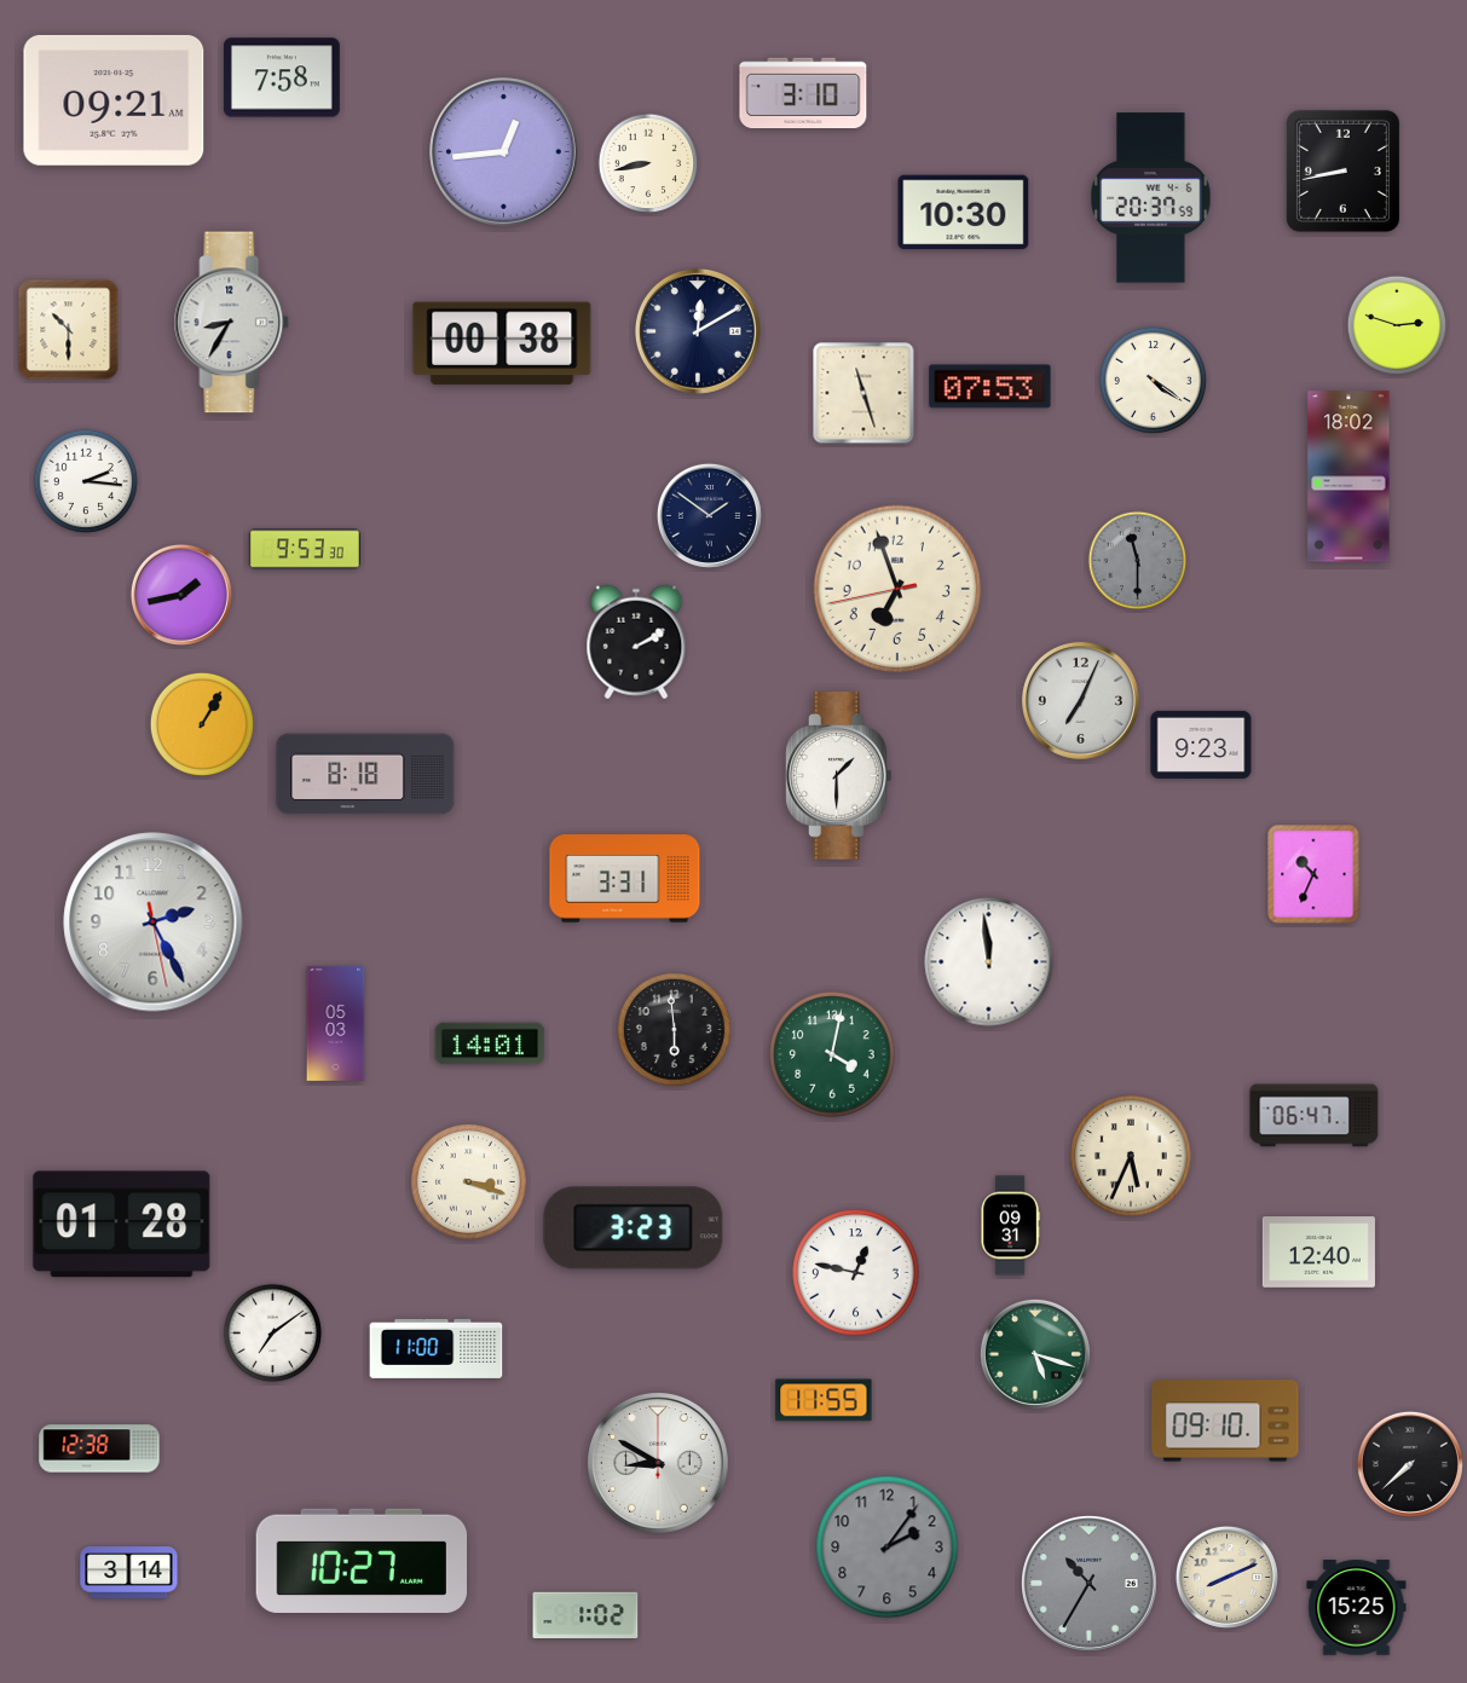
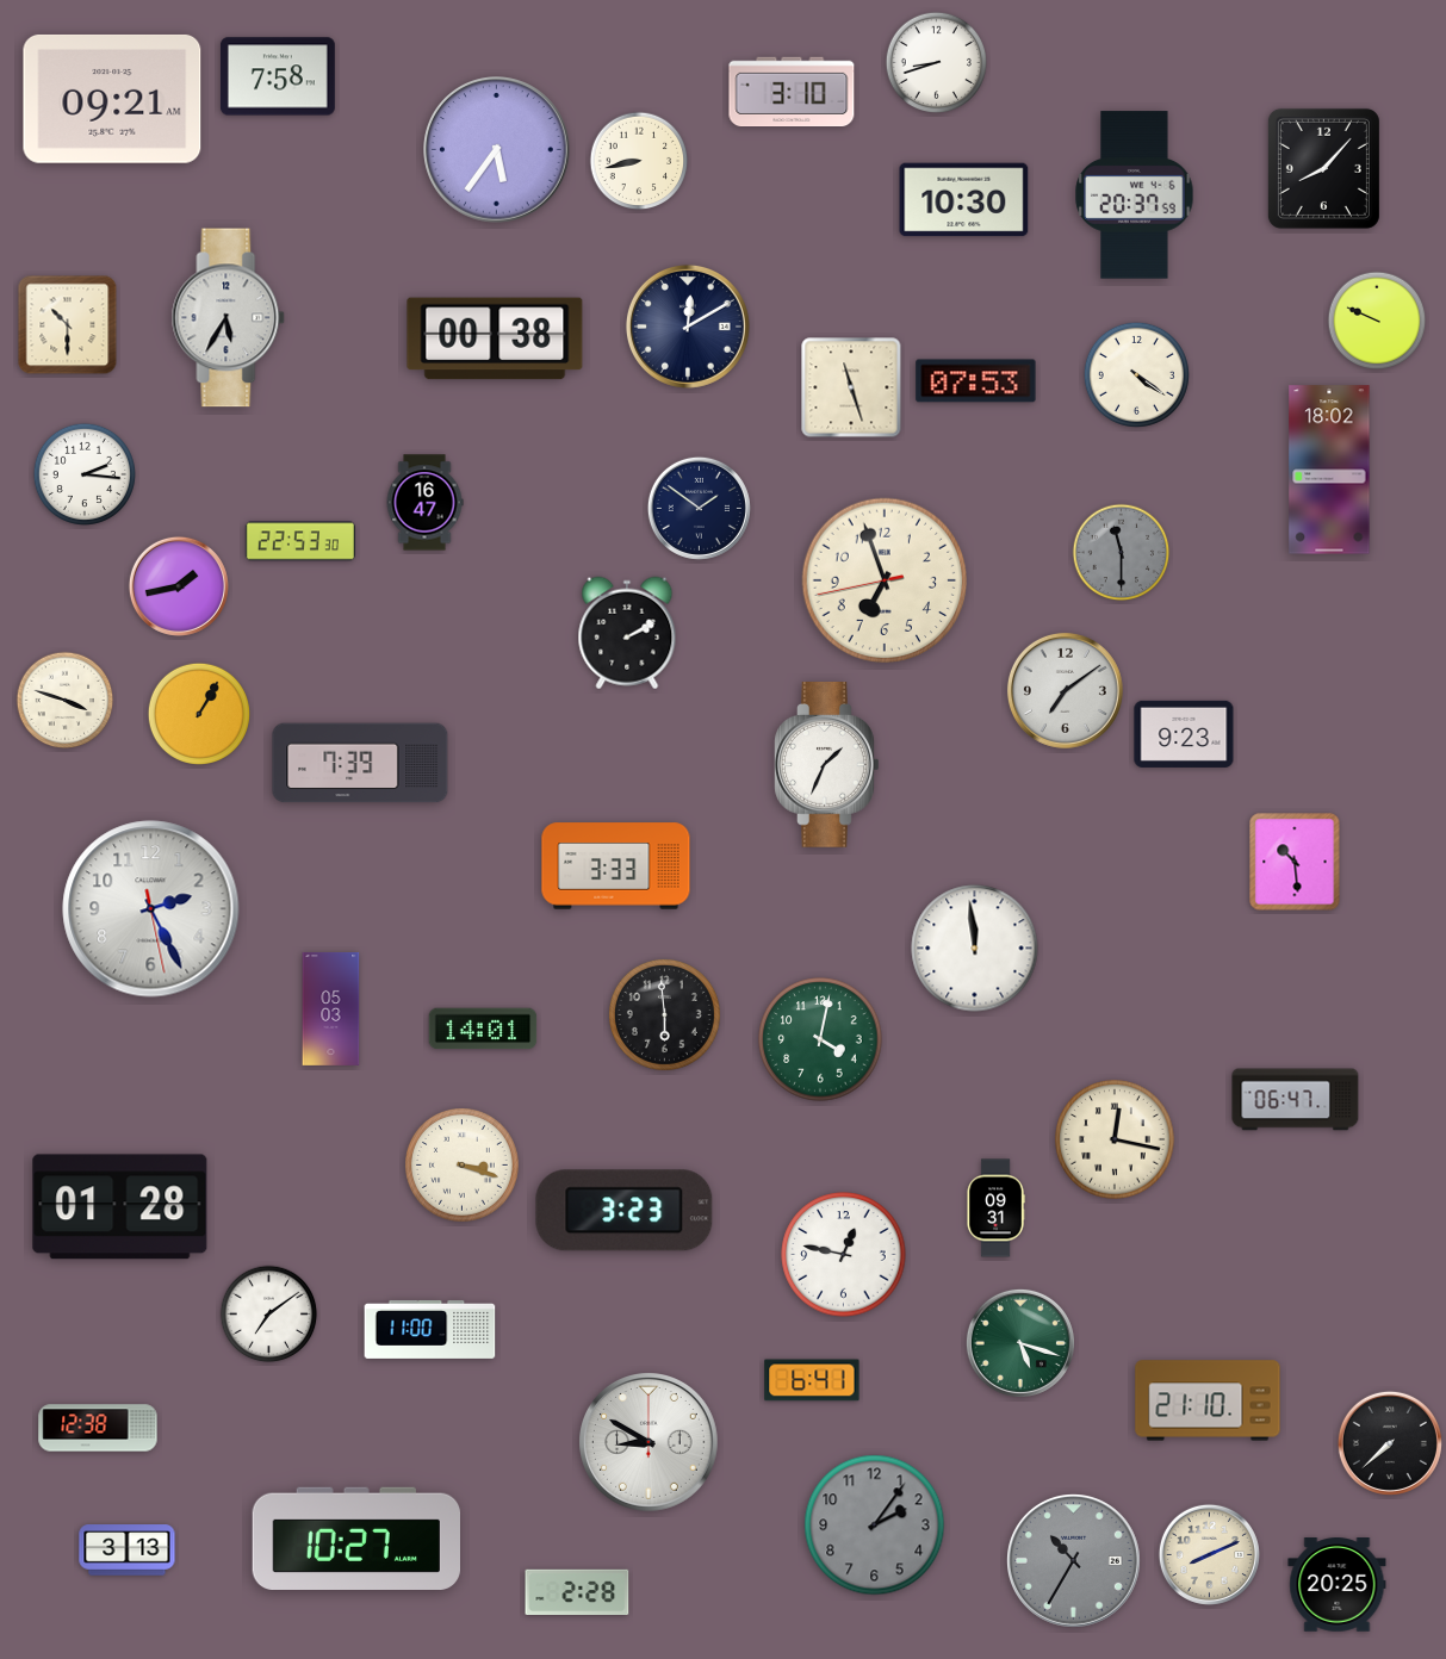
clock at (936, 62): none -> 8:42
clock at (504, 152): 12:44 -> 5:36
clock at (1342, 170): 8:43 -> 8:07
clock at (964, 213) position: (964, 213) -> (964, 200)
clock at (232, 323): 8:35 -> 5:35
clock at (1397, 325): 2:48 -> 9:49
clock at (424, 503): none -> 16:47
clock at (304, 549): 9:53 -> 22:53
clock at (1080, 700): 7:04 -> 7:09
clock at (66, 701): none -> 3:48
clock at (365, 774): 8:18 -> 7:39
clock at (839, 776): 1:30 -> 1:34
clock at (1313, 874): 10:34 -> 10:29
clock at (625, 879): 3:31 -> 3:33
clock at (1131, 1156): 5:34 -> 12:17
clock at (1318, 1253): 12:40 -> none
clock at (1035, 1354) position: (1035, 1354) -> (1020, 1343)
clock at (824, 1400): 11:55 -> 6:41
clock at (1225, 1421): 09:10 -> 21:10
clock at (129, 1573): 3:14 -> 3:13
clock at (1357, 1608): 15:25 -> 20:25
clock at (585, 1615): 1:02 -> 2:28
